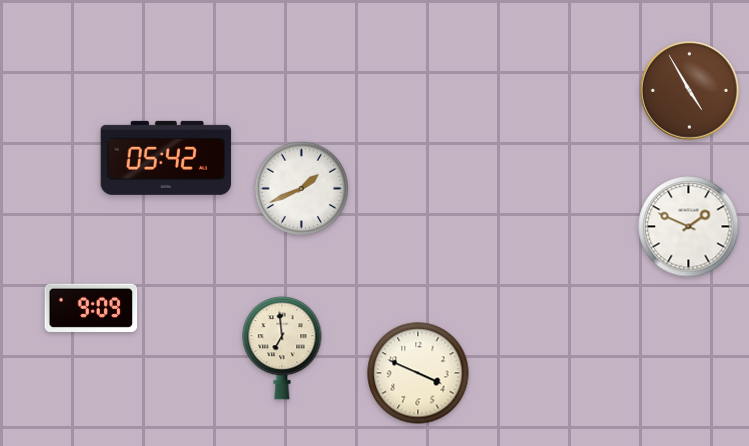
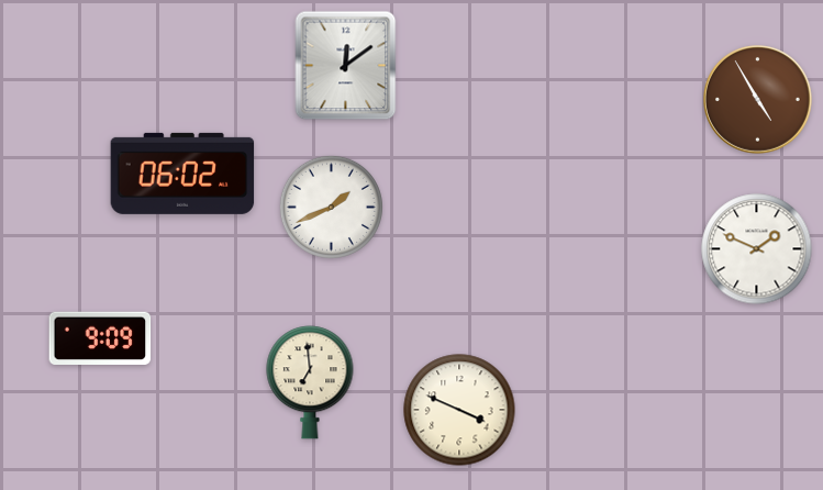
clock at (346, 66): none -> 12:09
clock at (166, 158): 05:42 -> 06:02
